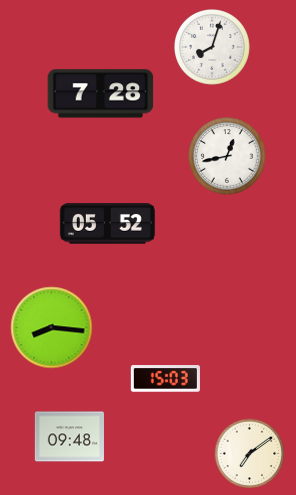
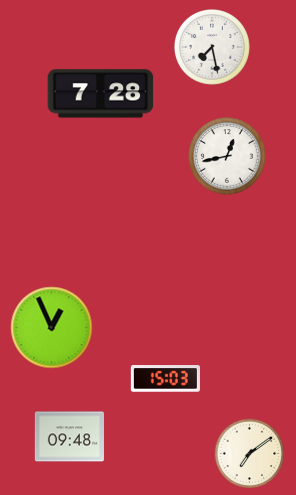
clock at (213, 48): 8:03 -> 7:28
clock at (107, 224): 05:52 -> none
clock at (52, 328): 8:16 -> 12:56
